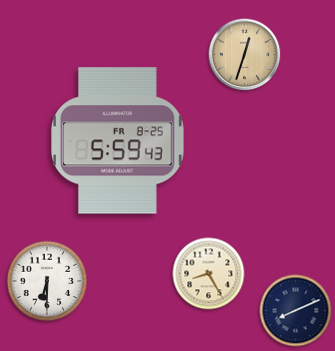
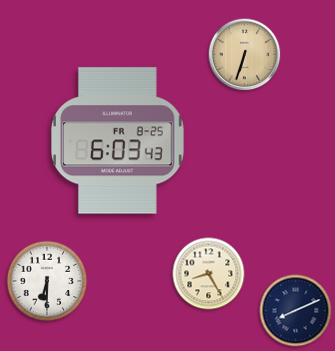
clock at (245, 55): 12:33 -> 6:33
clock at (118, 141): 5:59 -> 6:03
